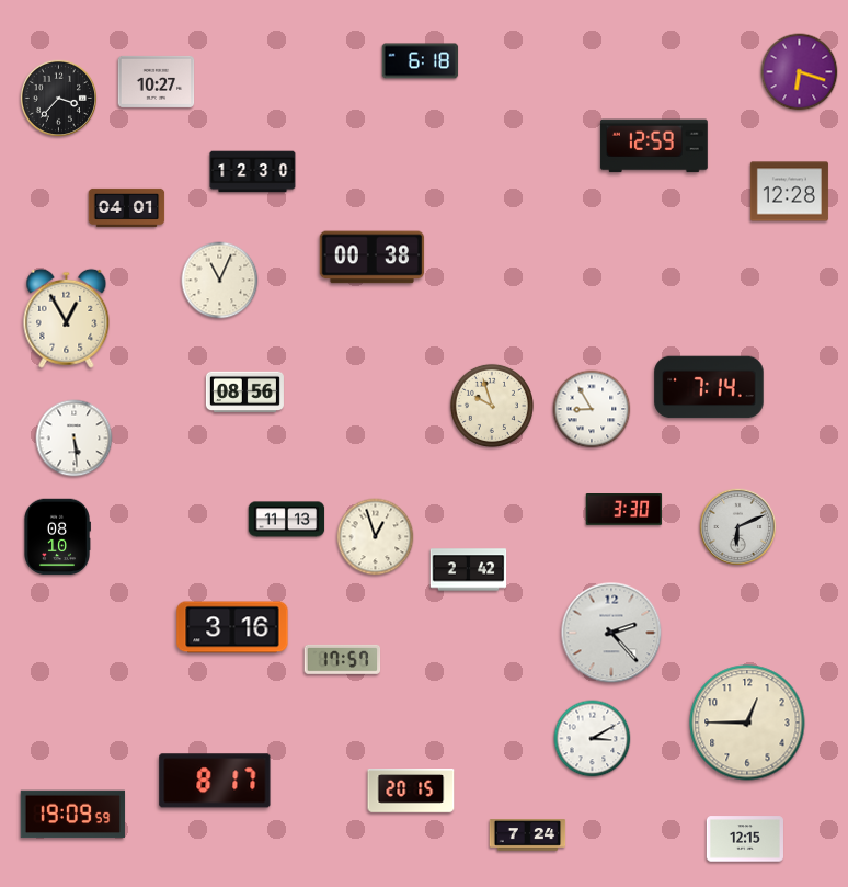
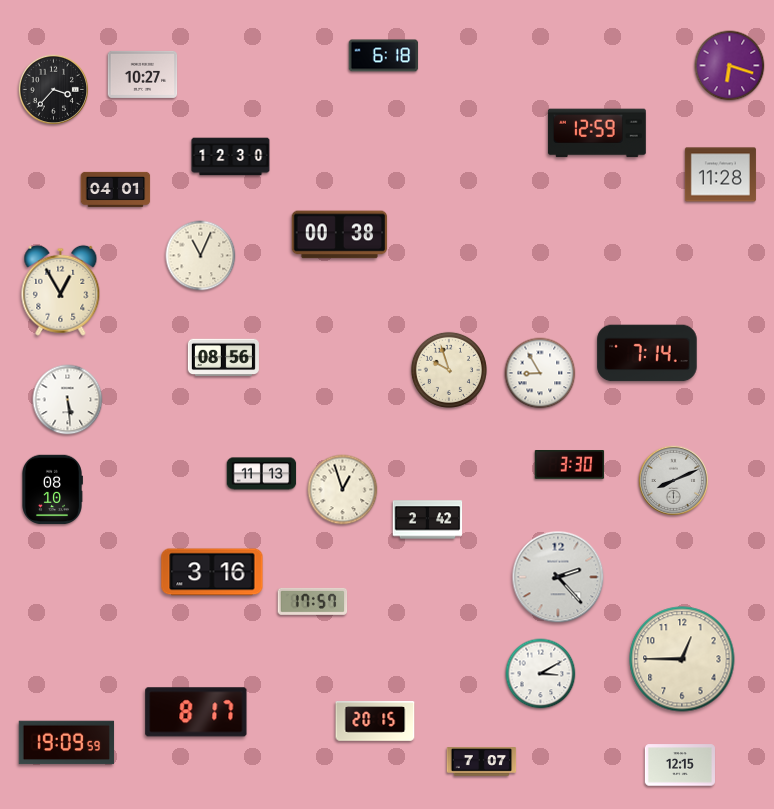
clock at (789, 192): 12:28 -> 11:28
clock at (737, 526): 6:11 -> 8:11
clock at (528, 835): 7:24 -> 7:07
